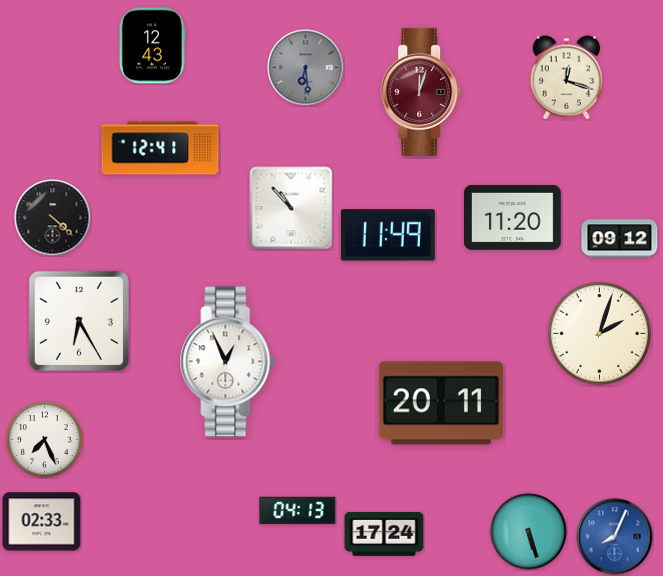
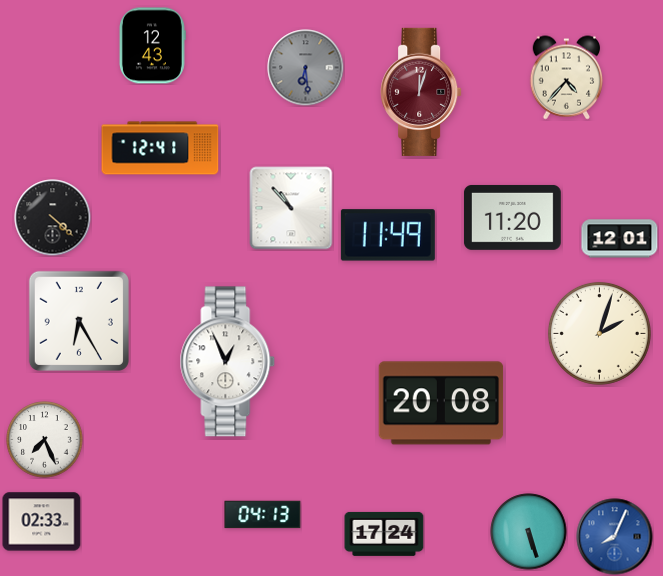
clock at (567, 78): 12:18 -> 4:37
clock at (620, 239): 09:12 -> 12:01
clock at (441, 403): 20:11 -> 20:08
clock at (298, 511) position: (298, 511) -> (263, 515)
